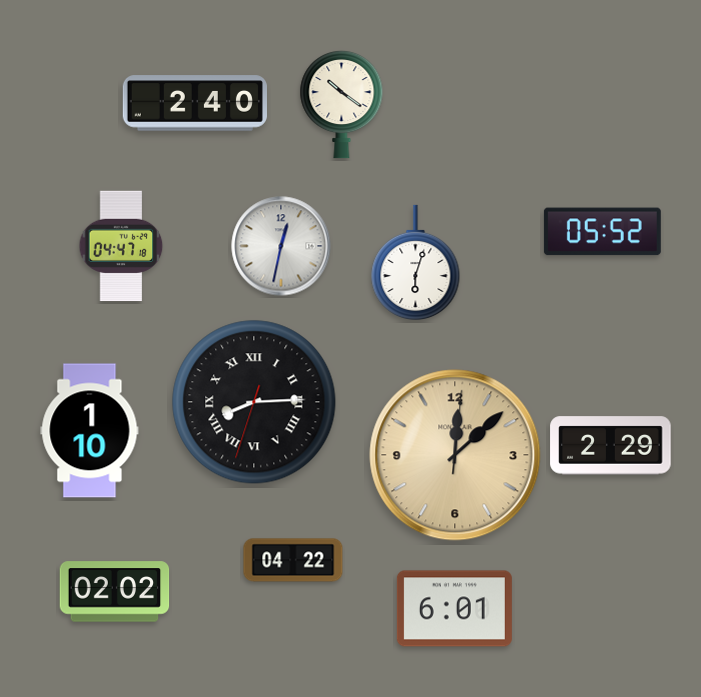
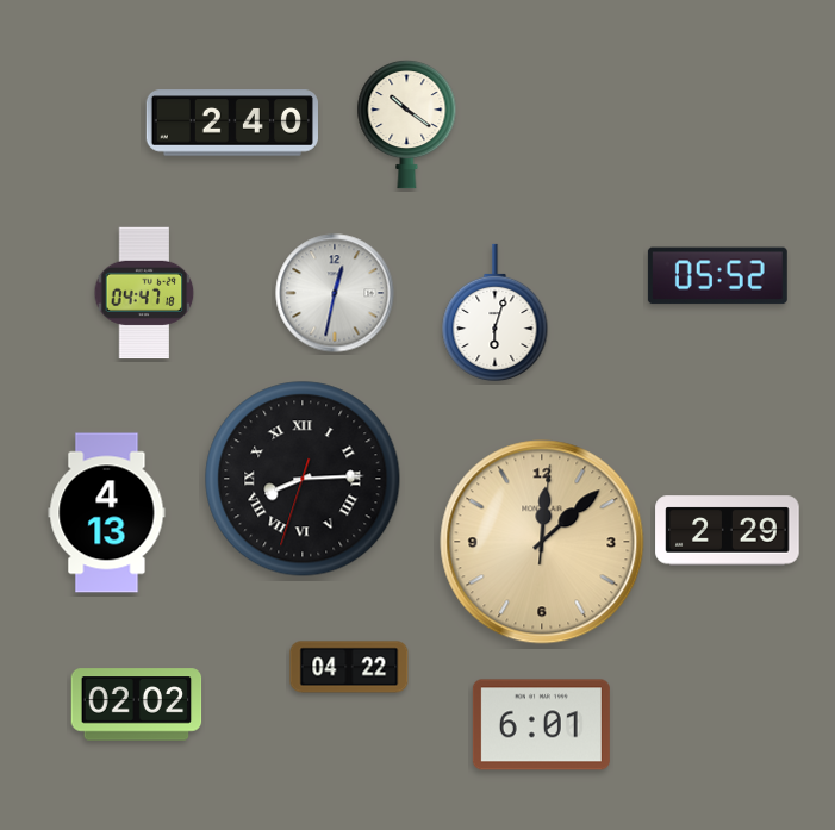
clock at (90, 431): 1:10 -> 4:13
